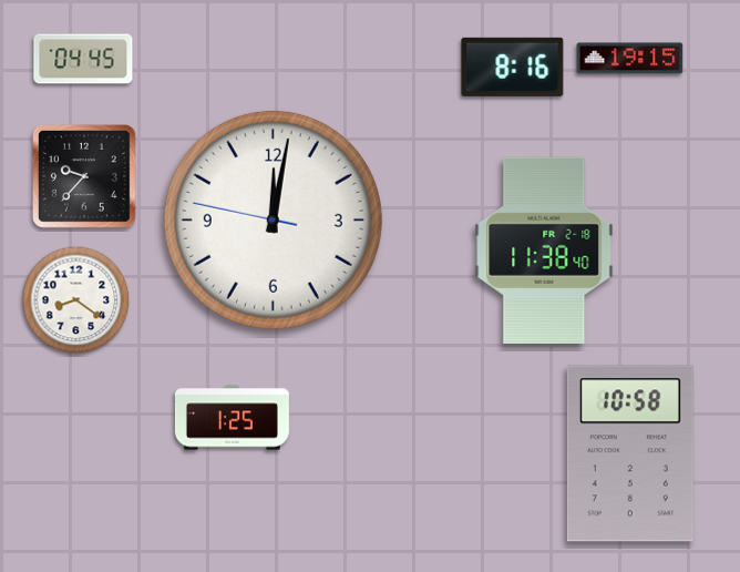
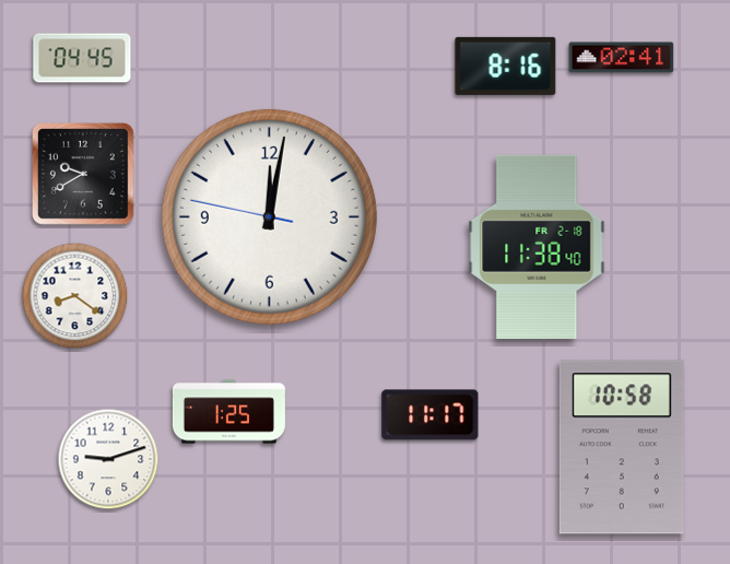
clock at (630, 59): 19:15 -> 02:41
clock at (84, 176): 9:37 -> 9:40
clock at (431, 415): none -> 11:17
clock at (108, 459): none -> 9:12
